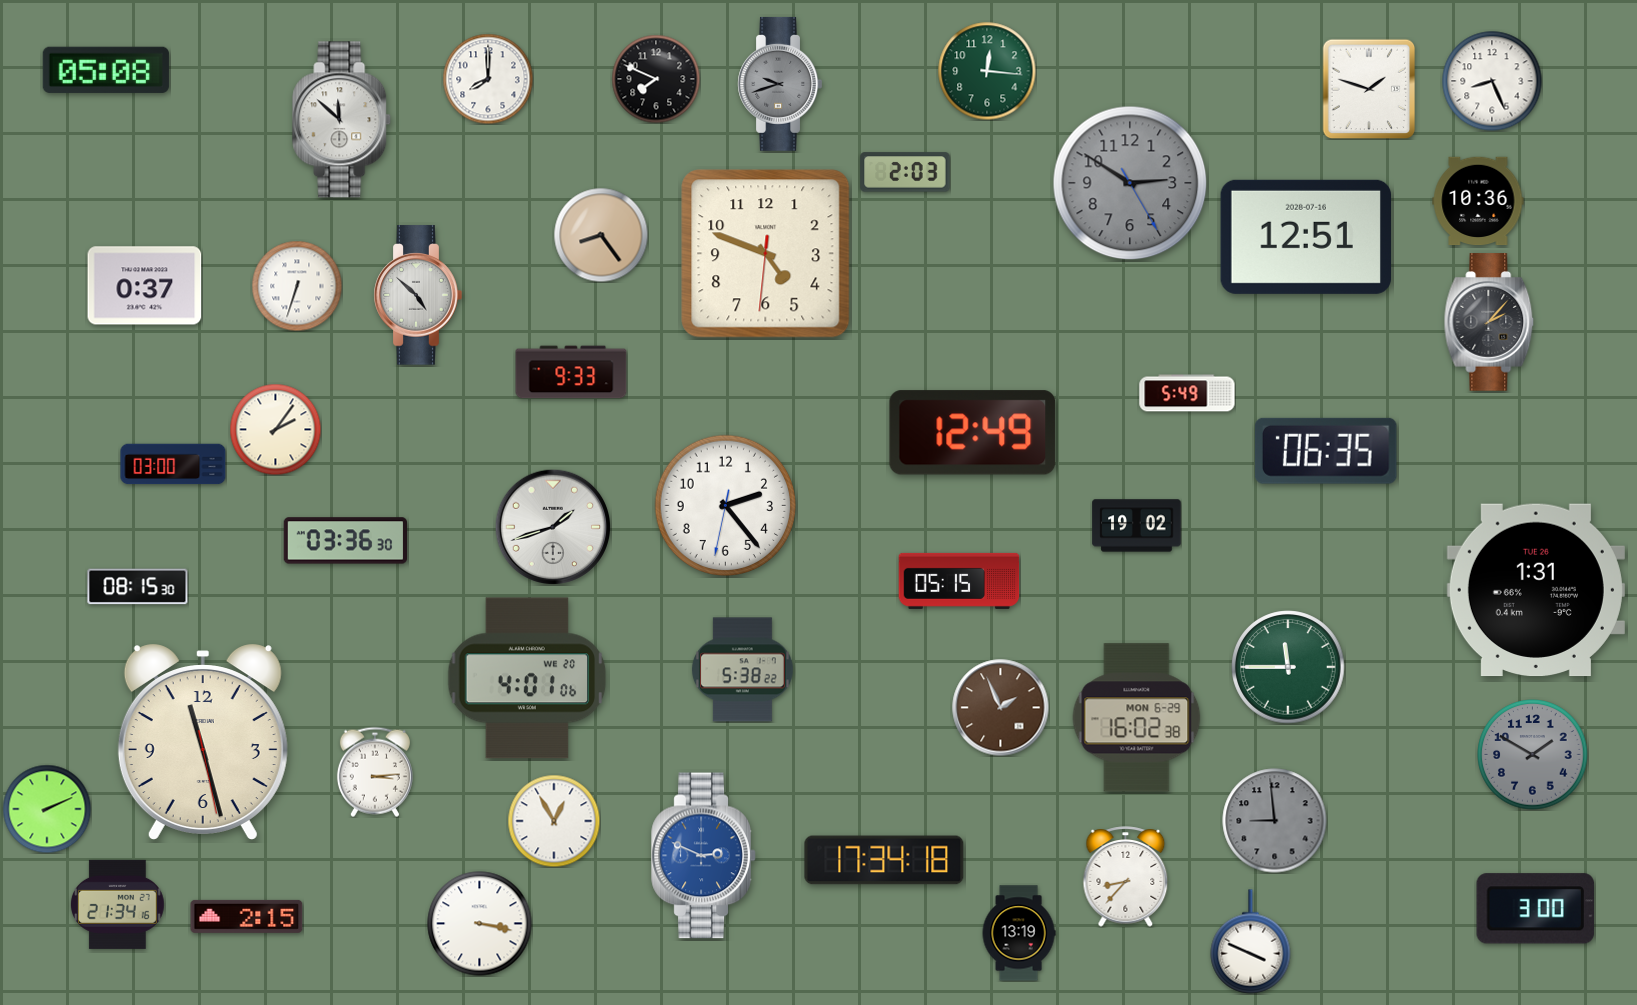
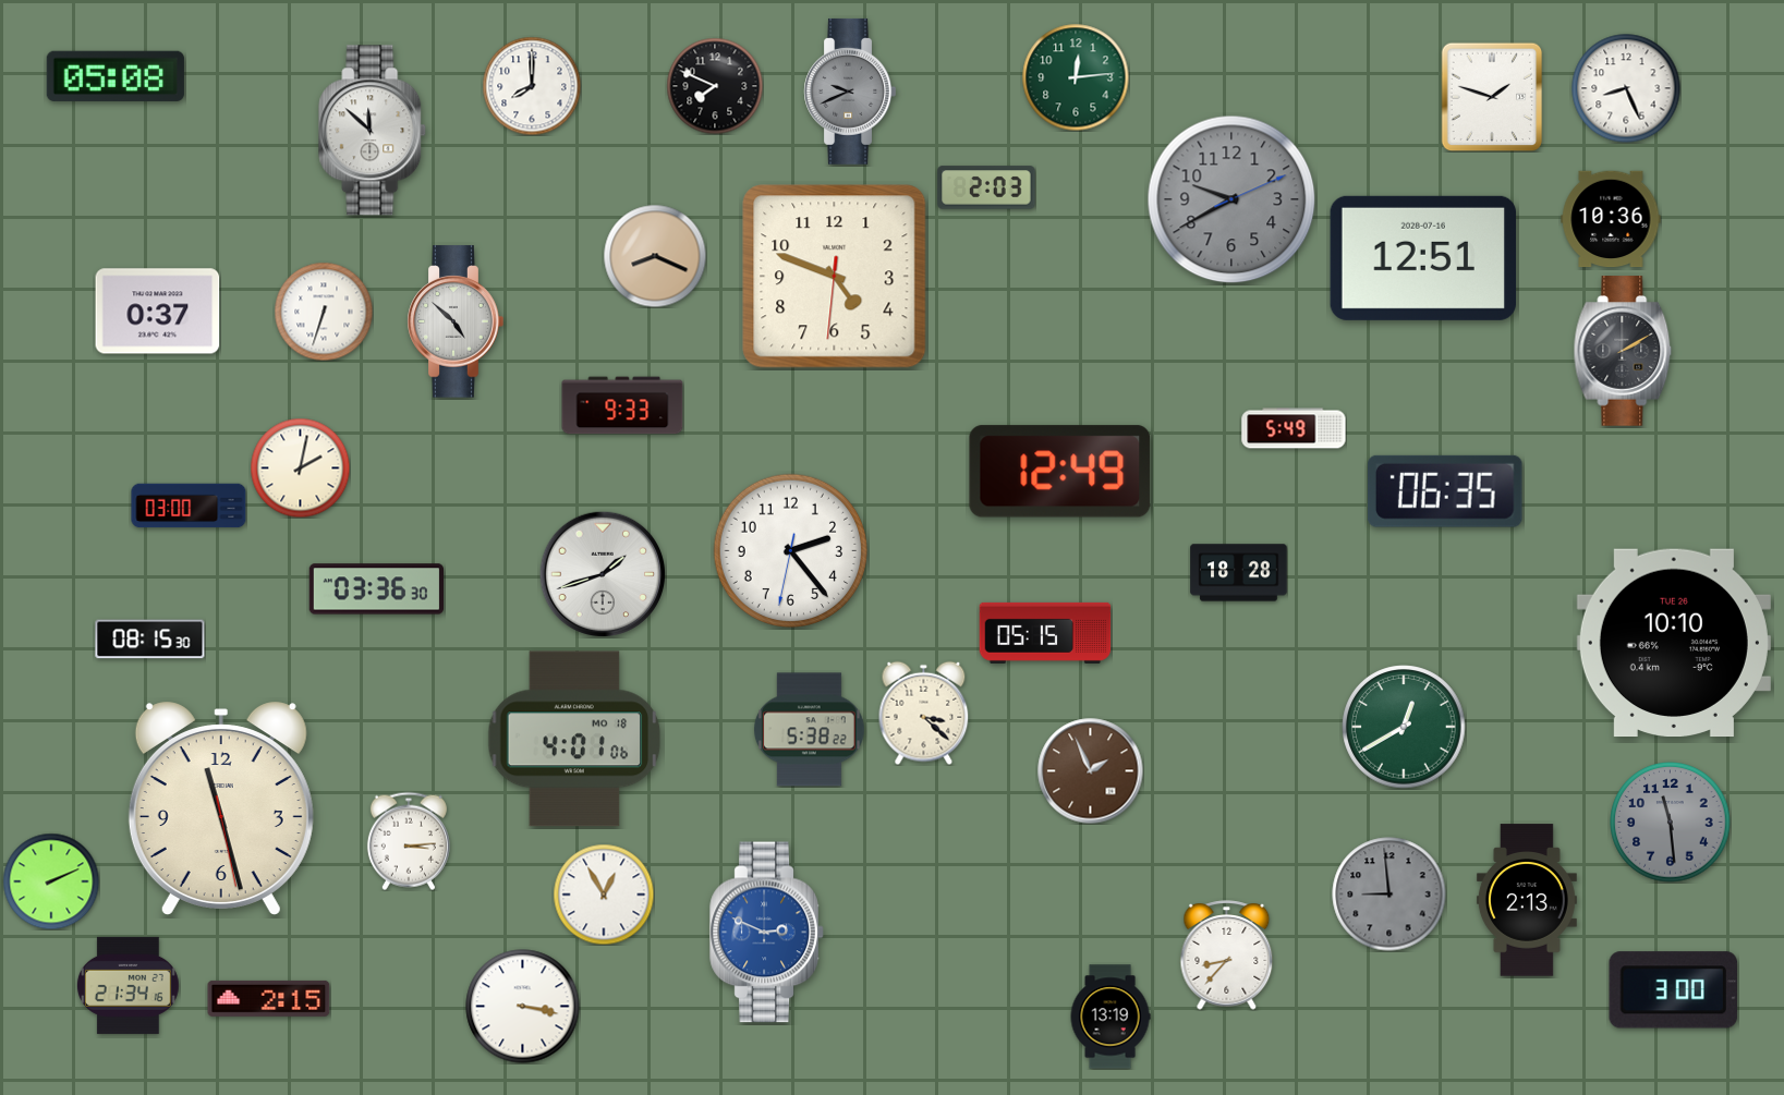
clock at (987, 71): 12:16 -> 12:14
clock at (779, 84): 9:42 -> 9:41
clock at (1130, 183): 2:50 -> 9:40
clock at (601, 235): 8:24 -> 8:19
clock at (1489, 322): 2:07 -> 2:10
clock at (275, 429): 2:06 -> 2:02
clock at (1137, 526): 19:02 -> 18:28
clock at (1536, 590): 1:31 -> 10:10
clock at (924, 713): none -> 3:22
clock at (1288, 667): 11:45 -> 12:40
clock at (527, 678) date: WE 20 -> MO 18
clock at (1137, 718): 16:02 -> none
clock at (1533, 755): 1:50 -> 11:29
clock at (1527, 900): none -> 2:13
clock at (884, 860): 17:34 -> none
clock at (1251, 942): 3:49 -> none
